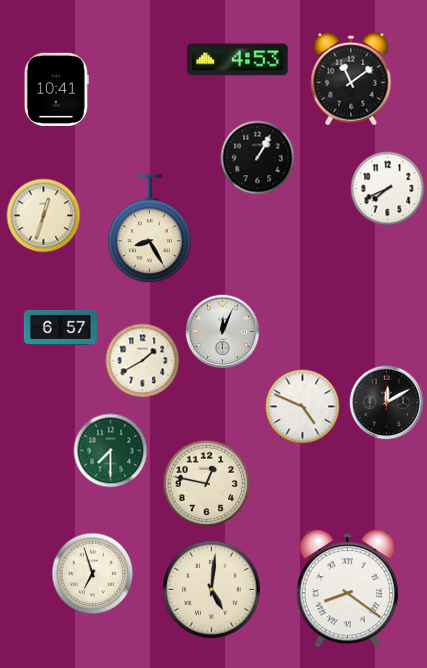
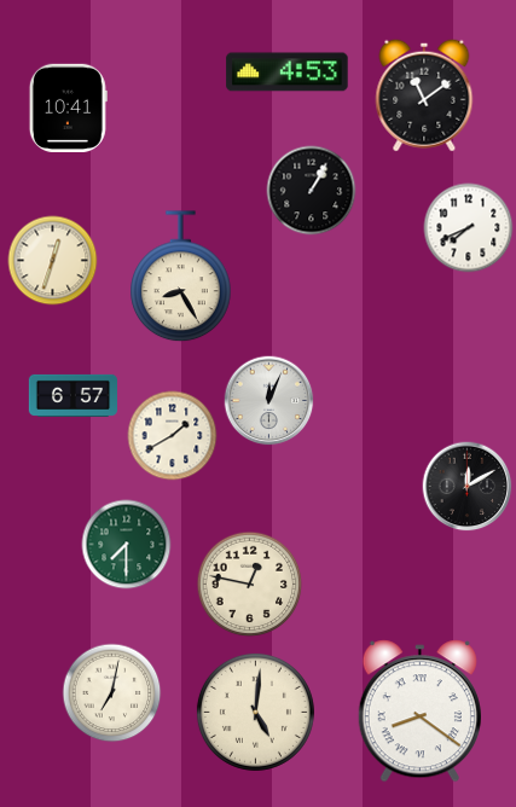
clock at (303, 407): 4:49 -> none
clock at (111, 451) position: (111, 451) -> (127, 545)
clock at (93, 574): 6:57 -> 7:02
